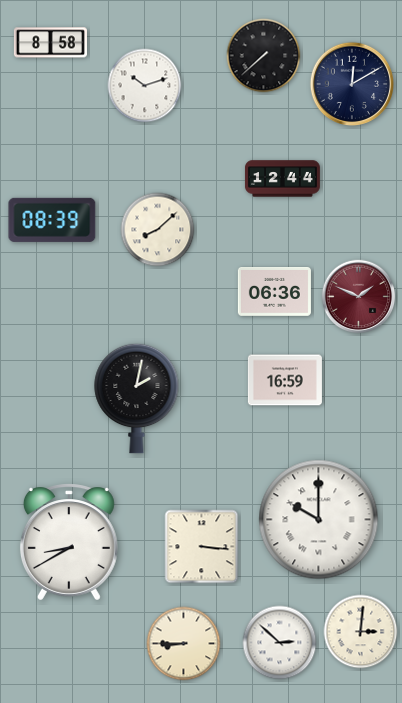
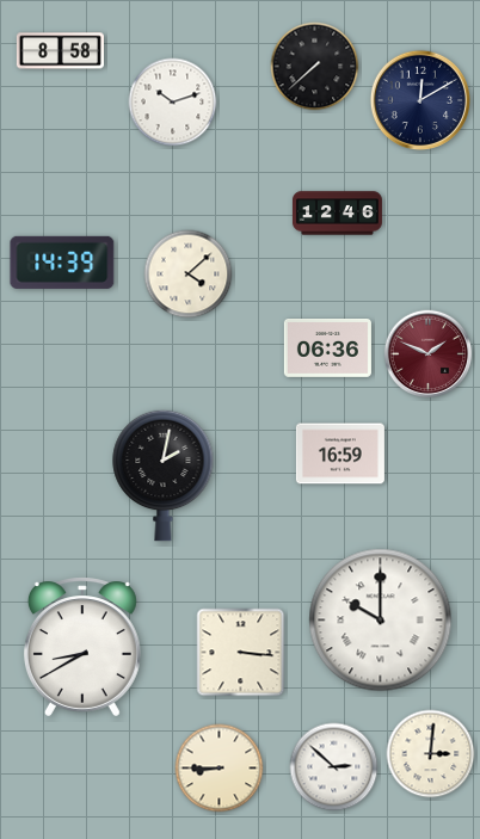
clock at (282, 179): 12:44 -> 12:46
clock at (52, 220): 08:39 -> 14:39
clock at (158, 230): 8:08 -> 4:08
